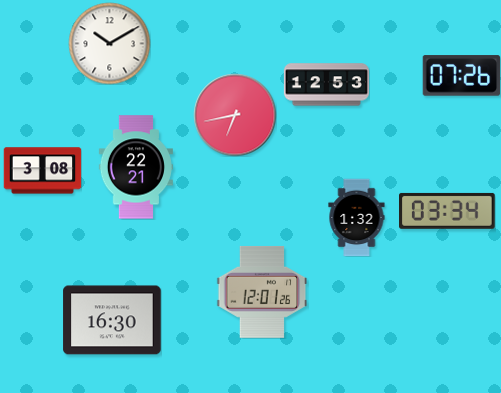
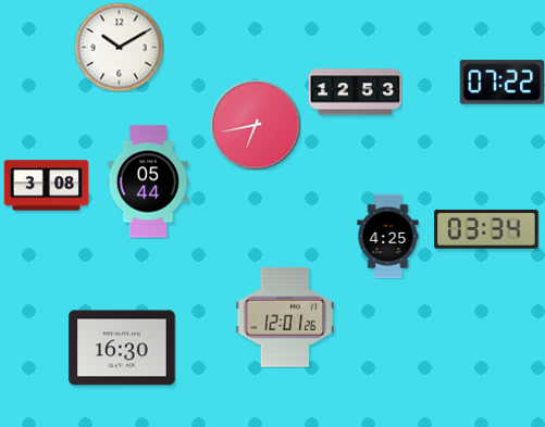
clock at (461, 76): 07:26 -> 07:22
clock at (135, 167): 22:21 -> 05:44
clock at (357, 217): 1:32 -> 4:25
